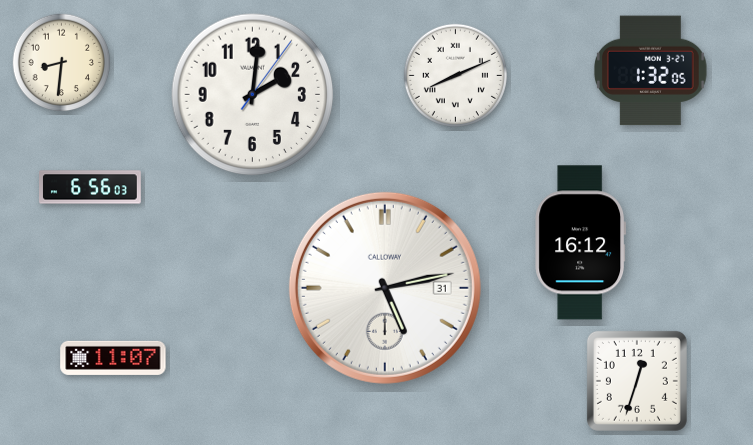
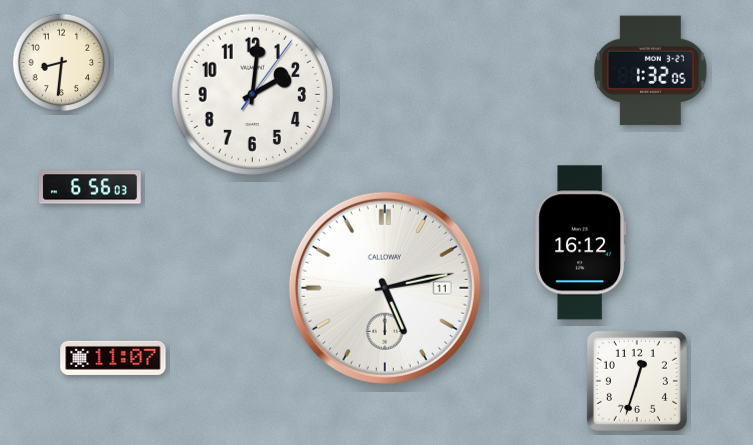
clock at (455, 75): 8:11 -> none
clock at (385, 288) date: 31 -> 11
